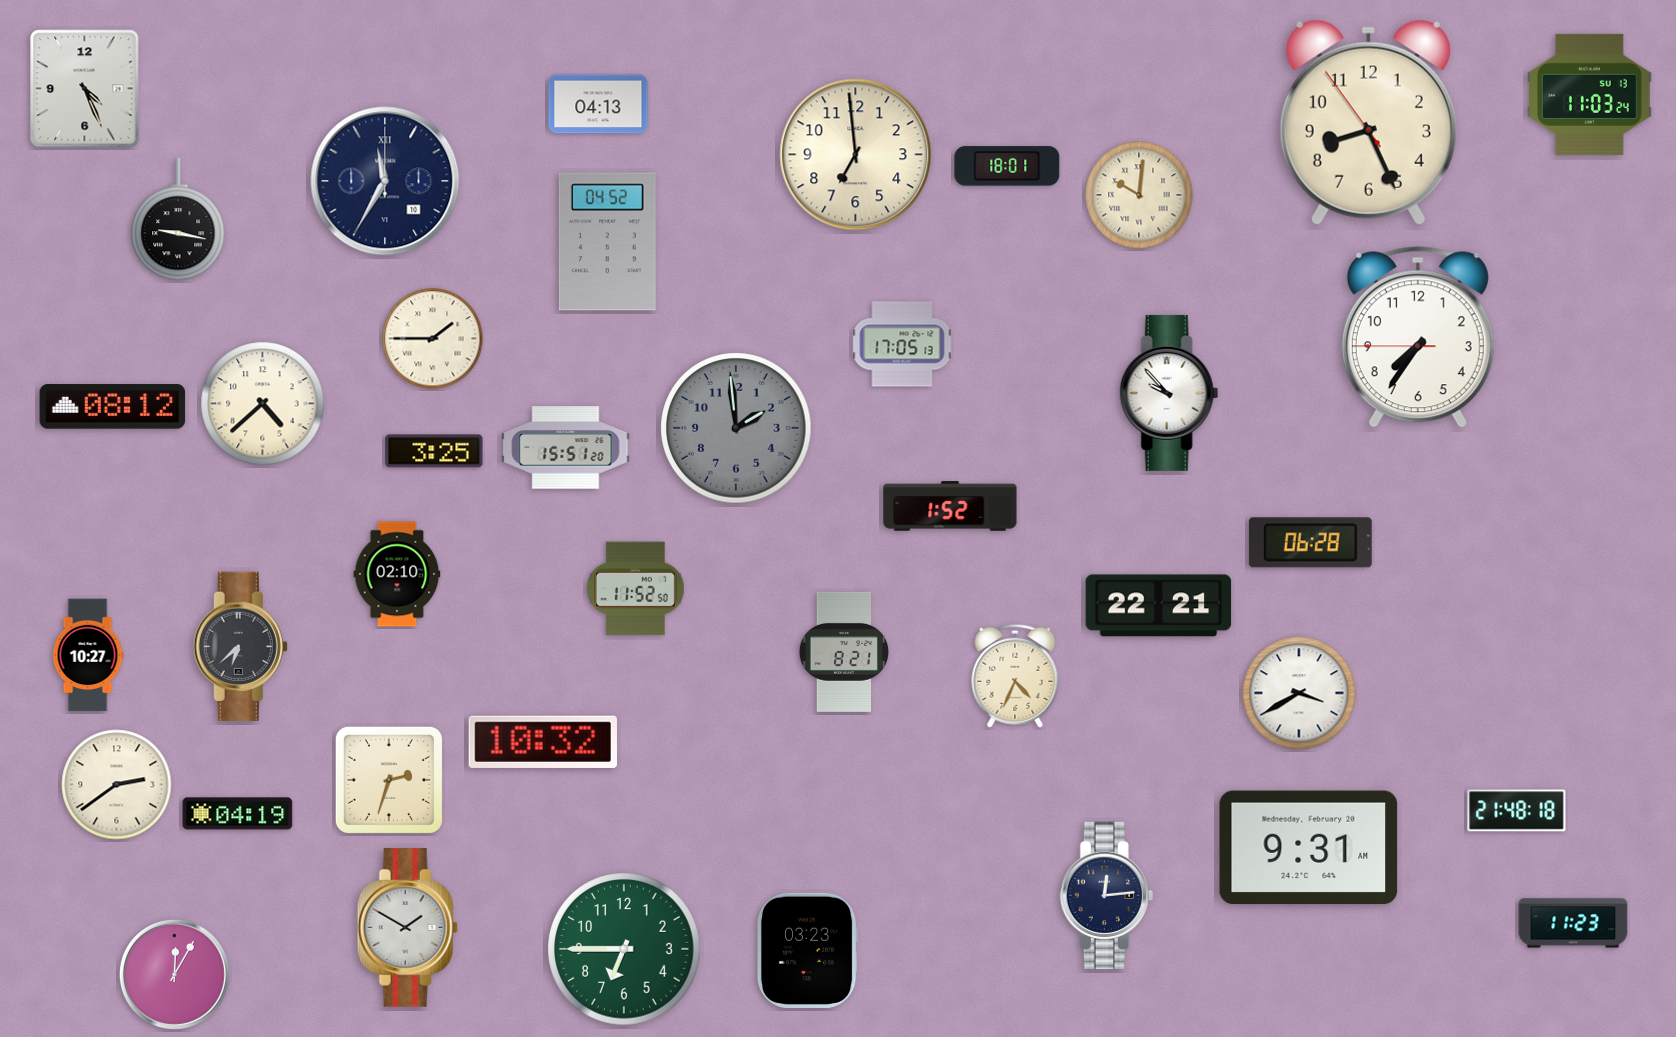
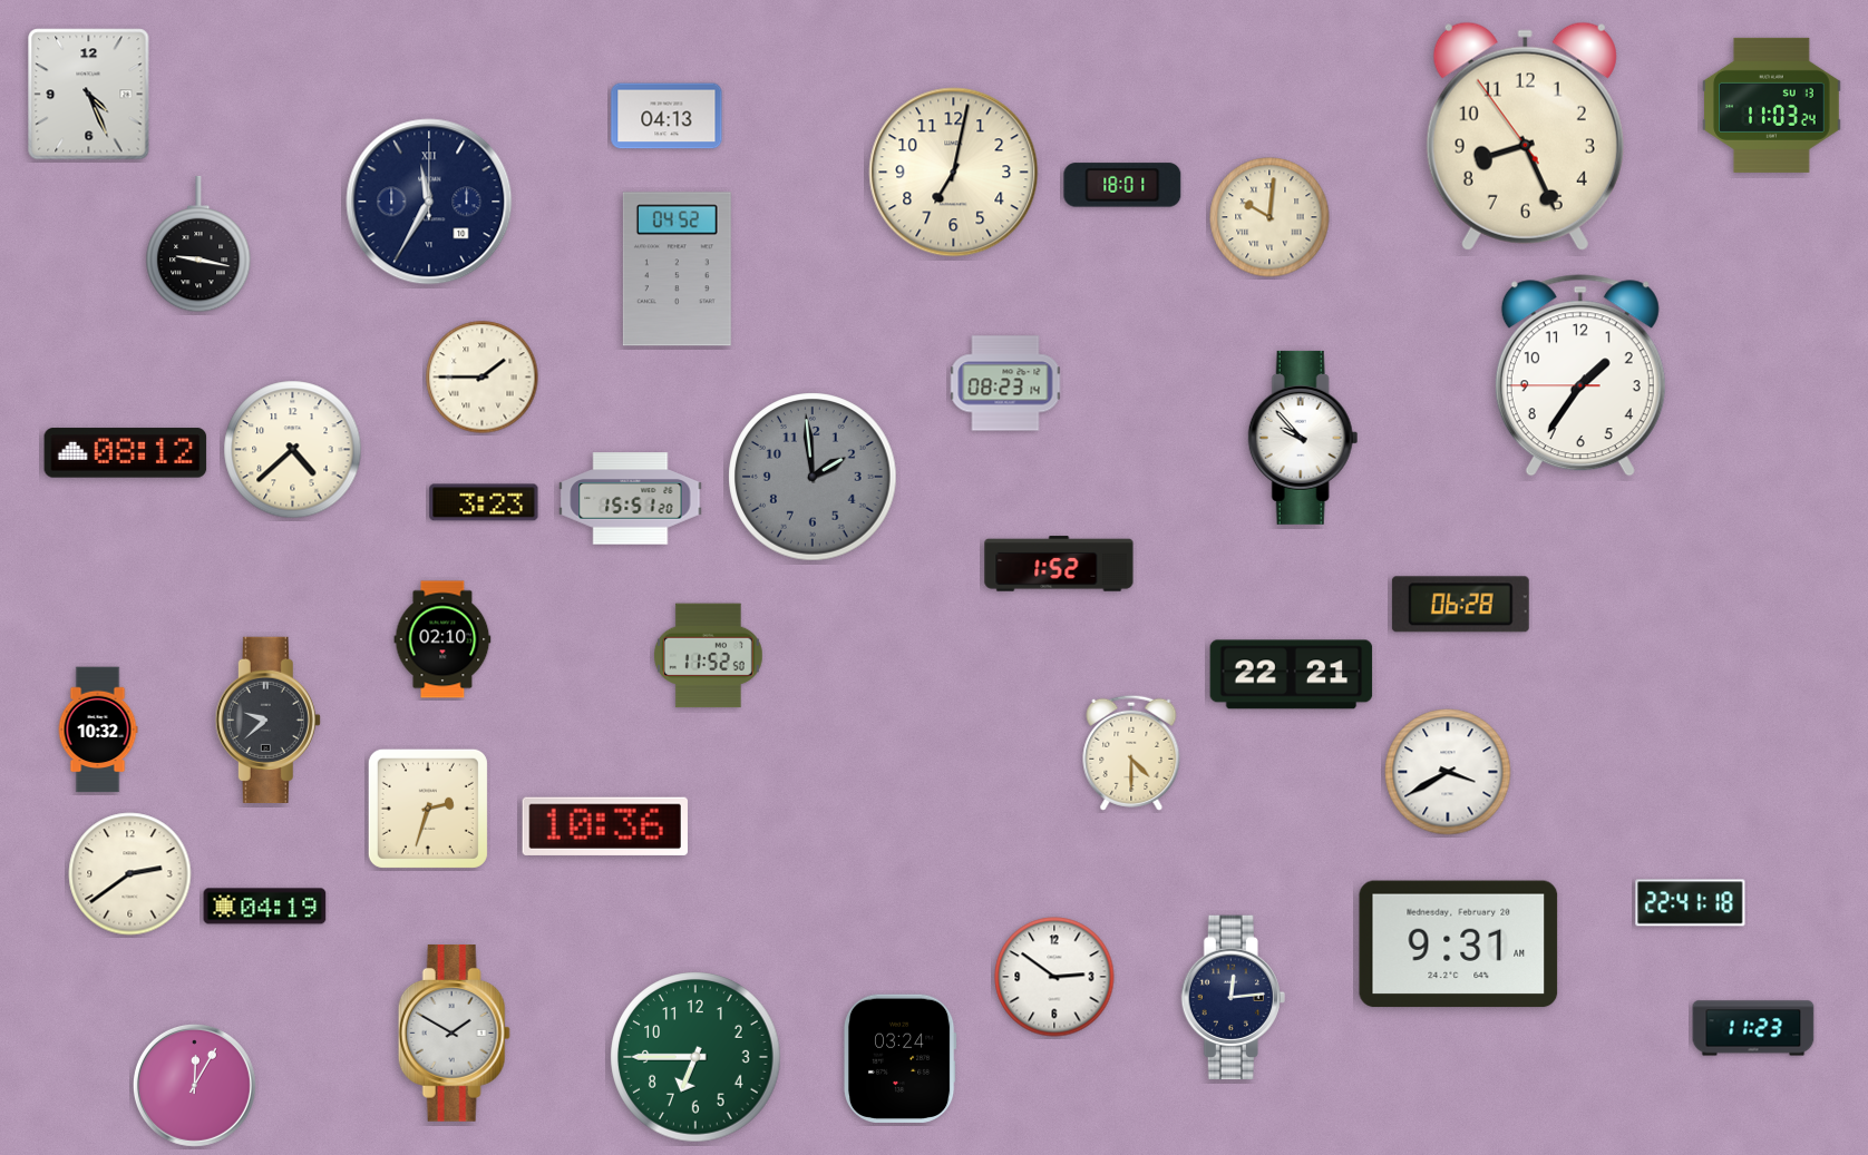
clock at (85, 89) position: (85, 89) -> (89, 95)
clock at (856, 155): 6:59 -> 7:02
clock at (1418, 337): 7:35 -> 1:35
clock at (902, 344): 17:05 -> 08:23
clock at (736, 428) position: (736, 428) -> (813, 477)
clock at (434, 451): 3:25 -> 3:23
clock at (240, 646): 6:38 -> 9:38
clock at (844, 652): 8:21 -> none
clock at (88, 655): 10:27 -> 10:32
clock at (1015, 676): 4:34 -> 4:30
clock at (543, 742): 10:32 -> 10:36
clock at (389, 780) position: (389, 780) -> (428, 809)
clock at (1517, 811): 21:48 -> 22:41
clock at (1054, 977): none -> 2:51
clock at (807, 950): 03:23 -> 03:24
